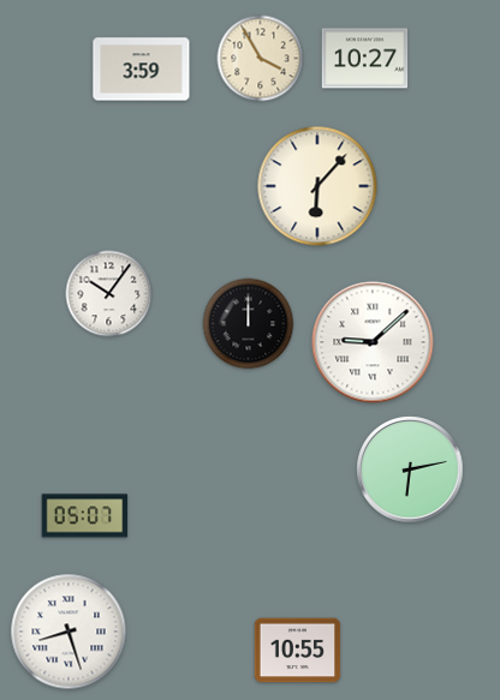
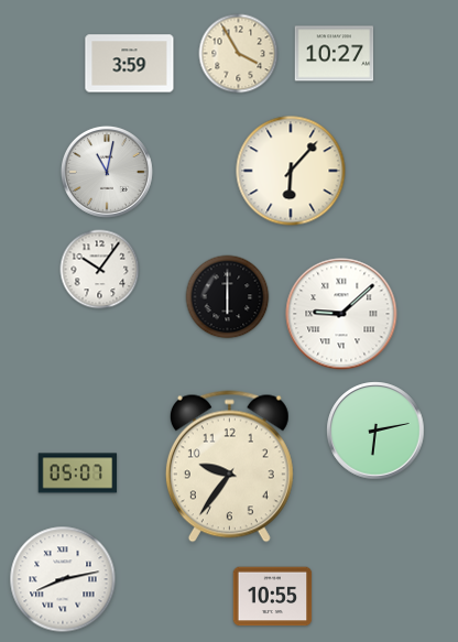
clock at (107, 172): none -> 11:02
clock at (249, 324): 12:00 -> 6:00
clock at (229, 467): none -> 9:36
clock at (69, 632): 8:27 -> 8:13
